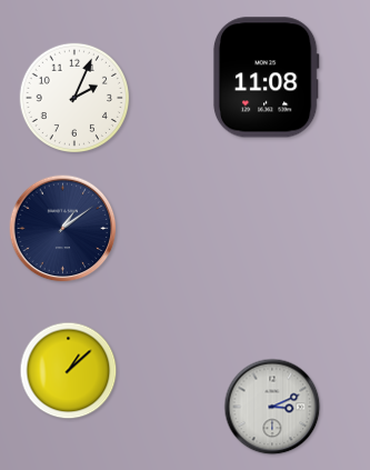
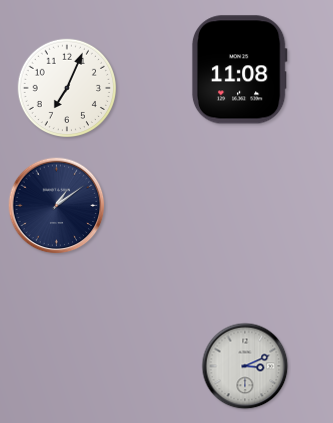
clock at (73, 97): 2:04 -> 7:04
clock at (69, 371): 1:08 -> none
